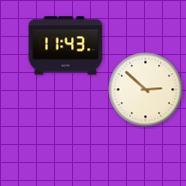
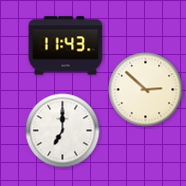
clock at (63, 131): none -> 7:00
